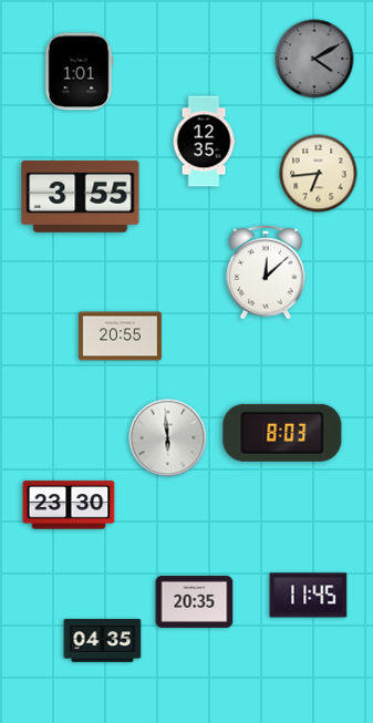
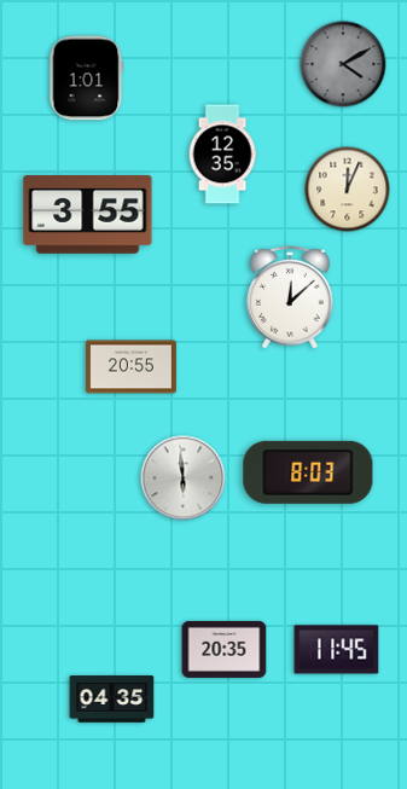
clock at (319, 174): 6:44 -> 12:04
clock at (69, 505): 23:30 -> none
clock at (195, 601) position: (195, 601) -> (225, 649)
